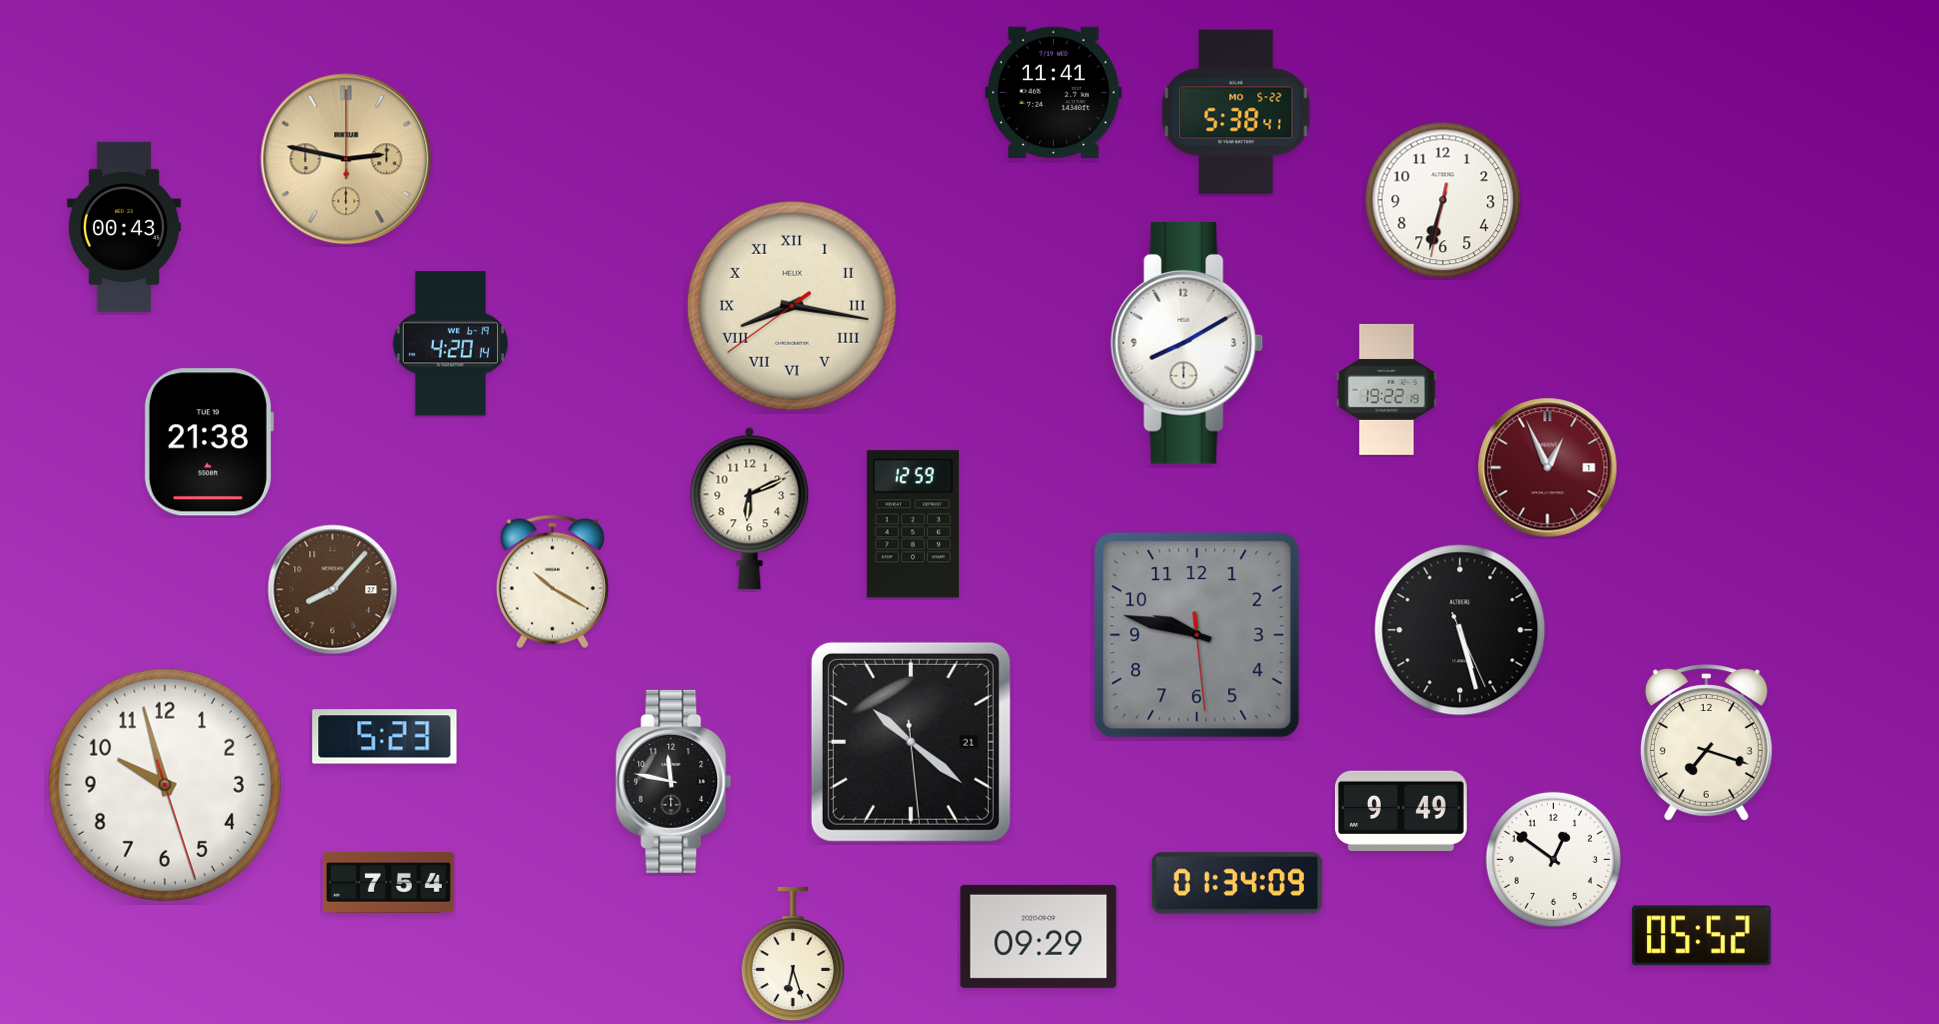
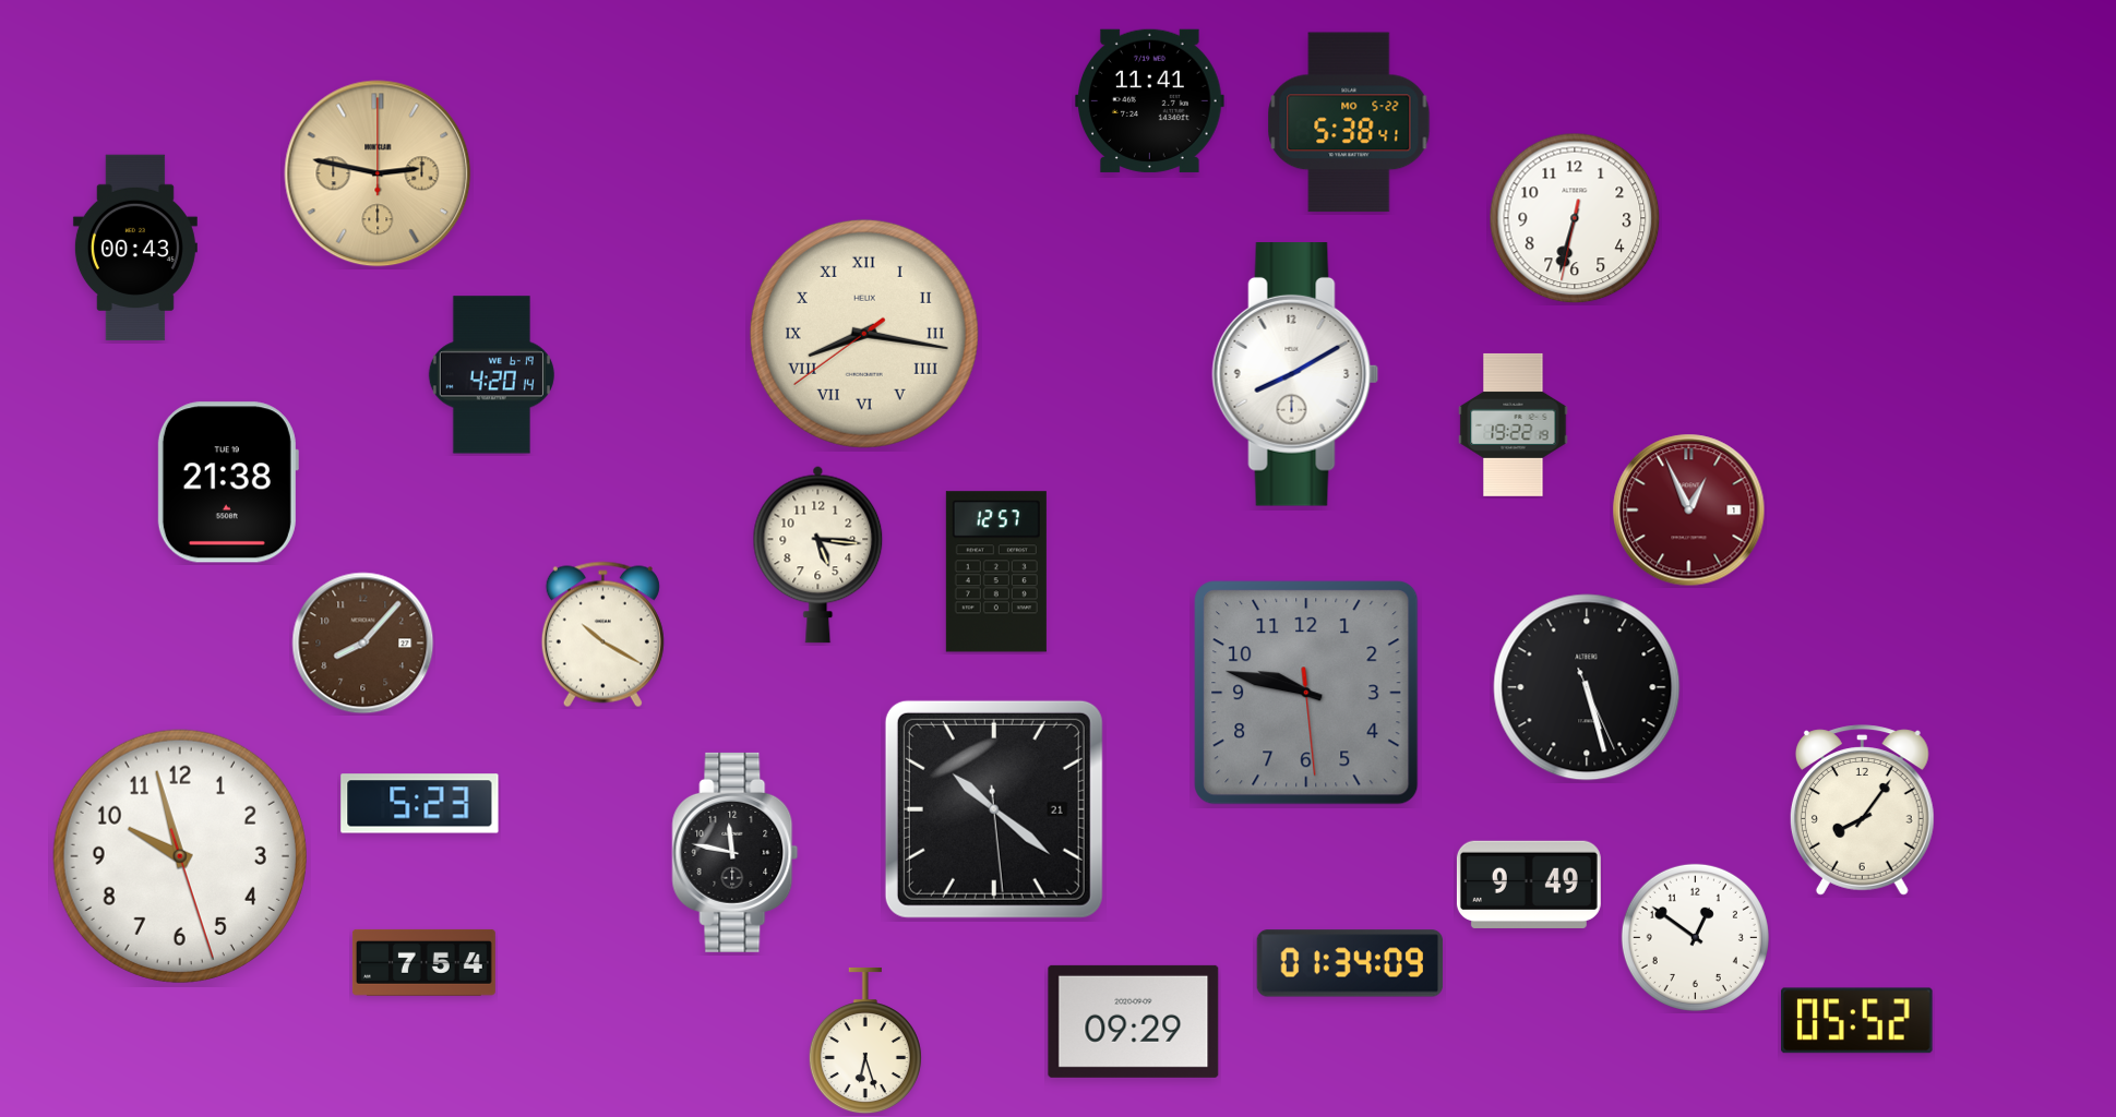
clock at (750, 508): 6:11 -> 5:16
clock at (913, 524): 12:59 -> 12:57
clock at (1460, 630) position: (1460, 630) -> (1587, 687)
clock at (1706, 743): 7:18 -> 8:06
